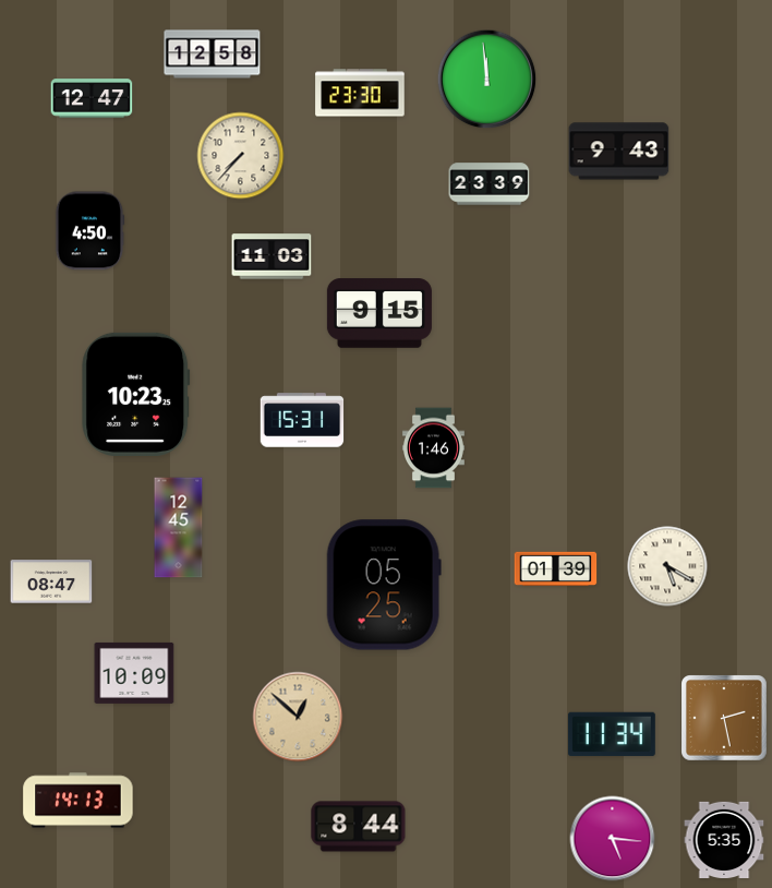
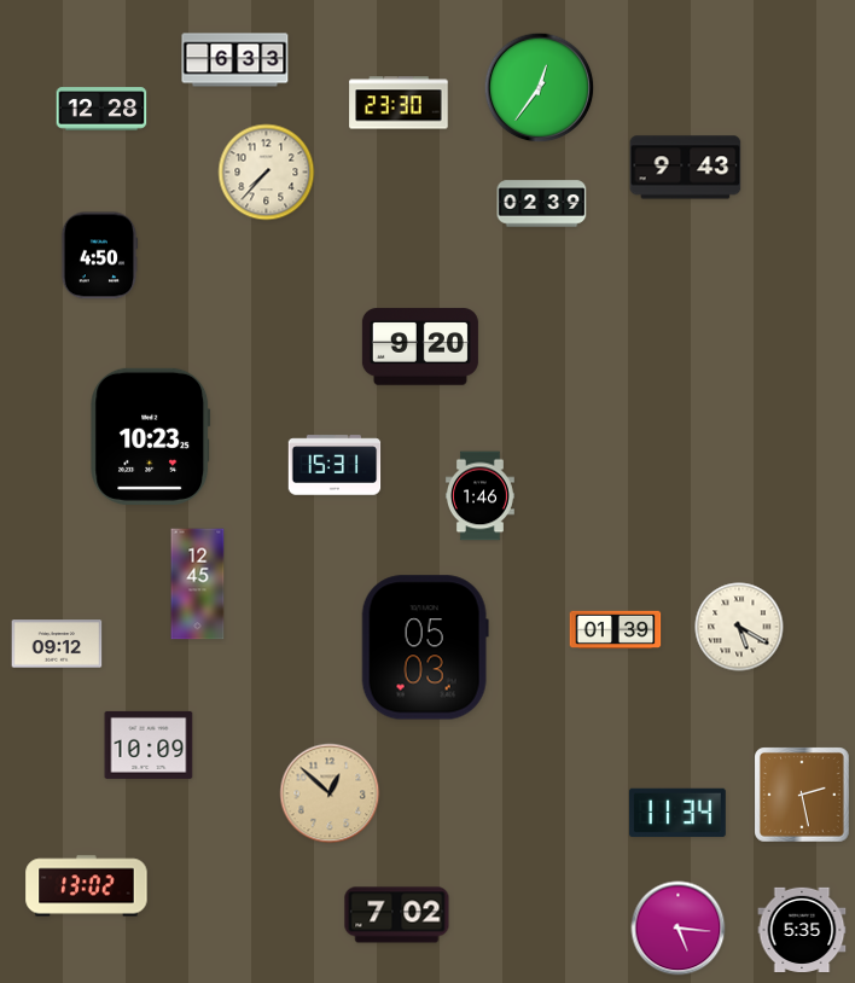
clock at (213, 55): 12:58 -> 6:33
clock at (487, 80): 11:59 -> 12:36
clock at (92, 98): 12:47 -> 12:28
clock at (490, 184): 23:39 -> 02:39
clock at (272, 256): 11:03 -> none
clock at (379, 313): 9:15 -> 9:20
clock at (51, 581): 08:47 -> 09:12
clock at (384, 585): 05:25 -> 05:03
clock at (79, 801): 14:13 -> 13:02
clock at (359, 827): 8:44 -> 7:02
